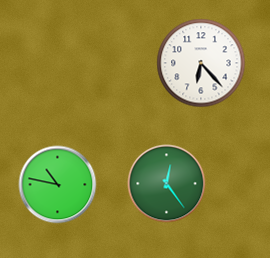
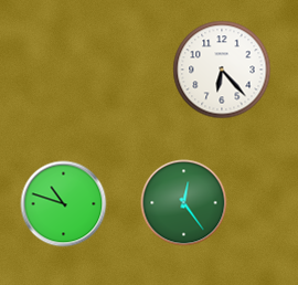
clock at (57, 184): 10:47 -> 10:48
